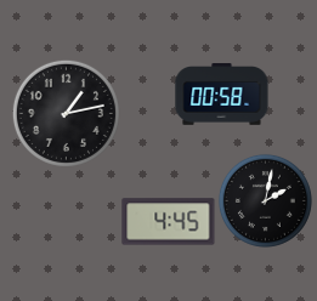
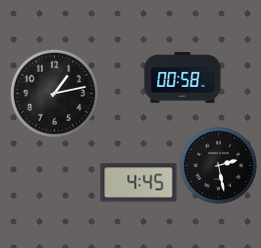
clock at (265, 200): 2:02 -> 2:28
